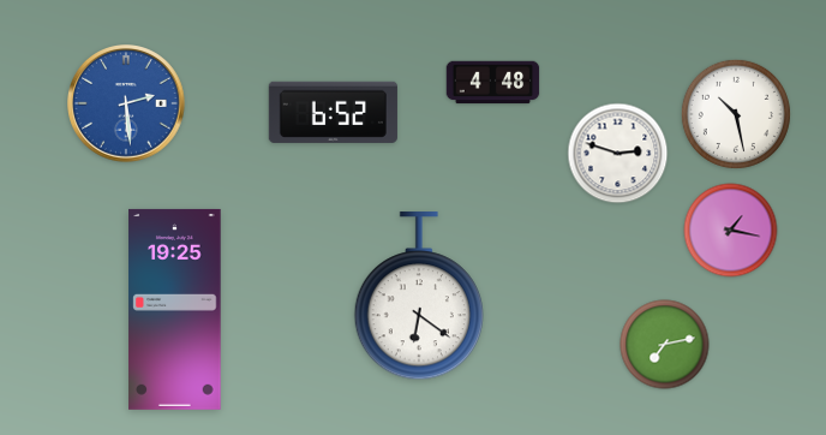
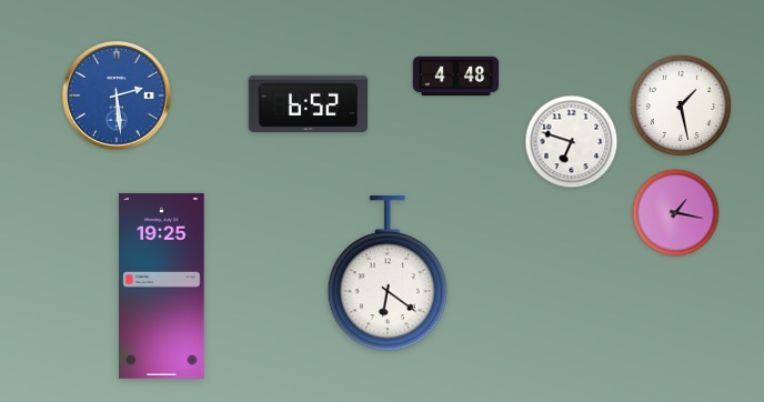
clock at (736, 114): 10:28 -> 1:28
clock at (618, 154): 2:48 -> 6:48
clock at (665, 345): 7:13 -> none
